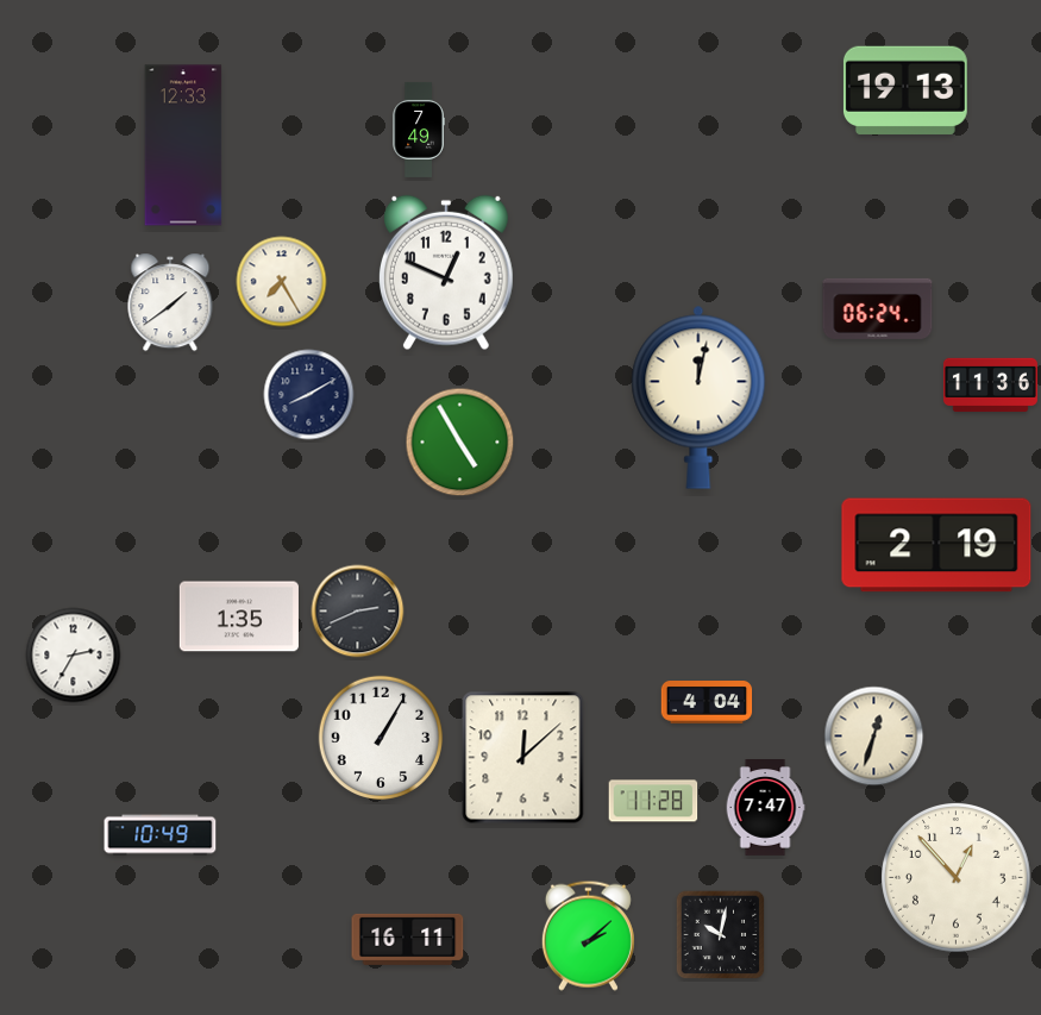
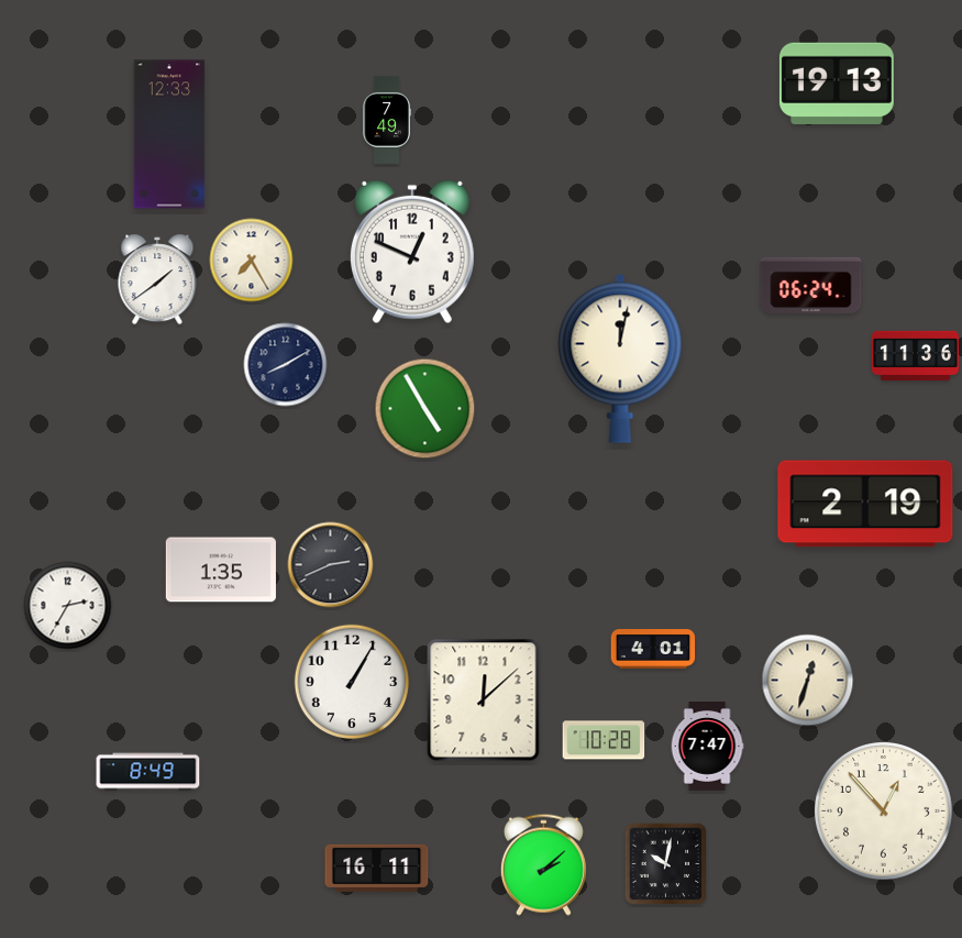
clock at (282, 282) position: (282, 282) -> (252, 261)
clock at (698, 397) position: (698, 397) -> (620, 358)
clock at (707, 703): 4:04 -> 4:01
clock at (653, 801): 11:28 -> 10:28
clock at (161, 835): 10:49 -> 8:49
